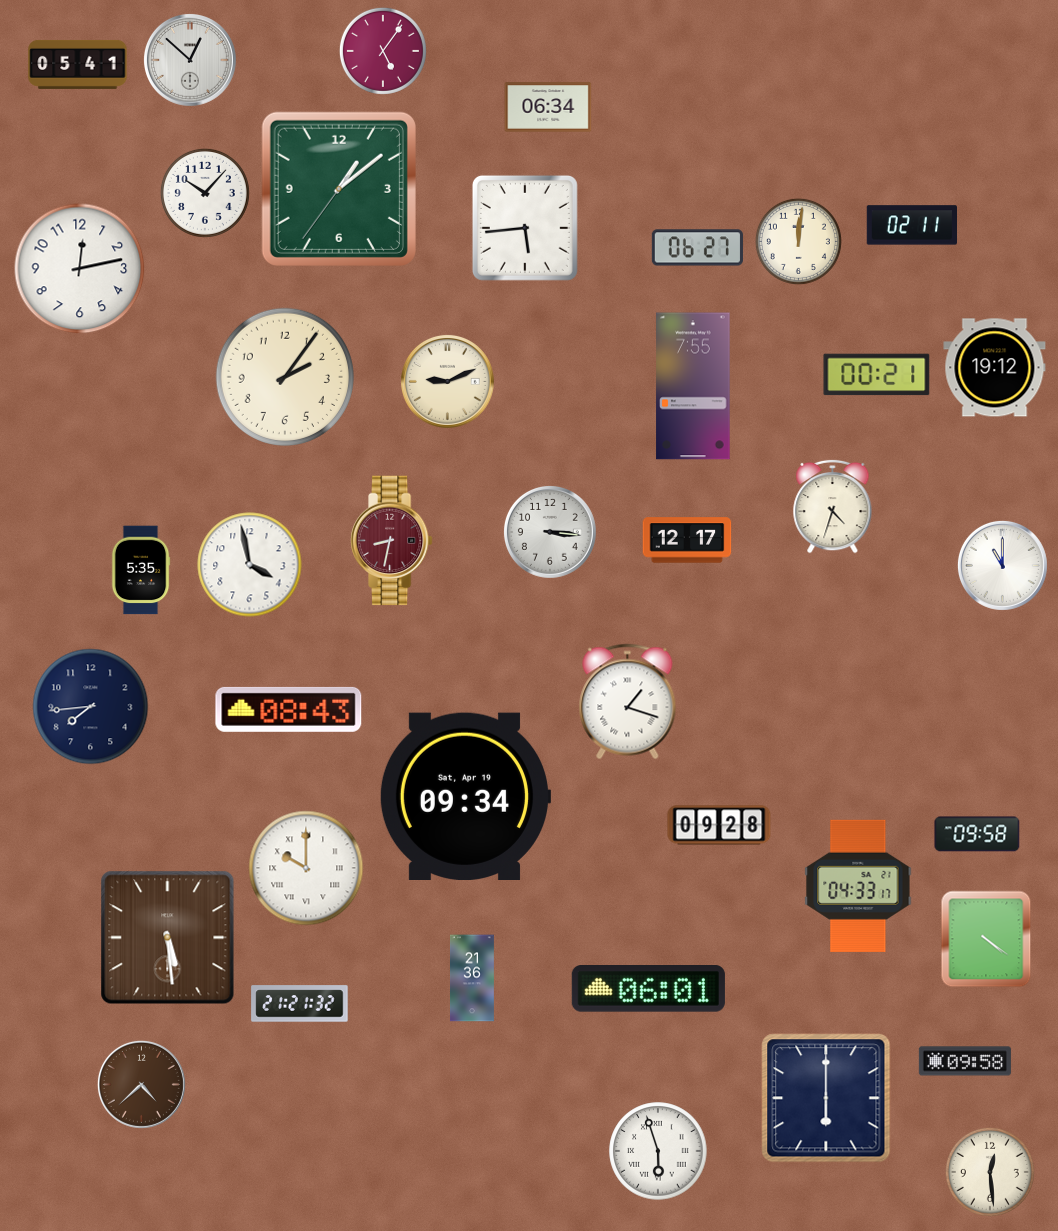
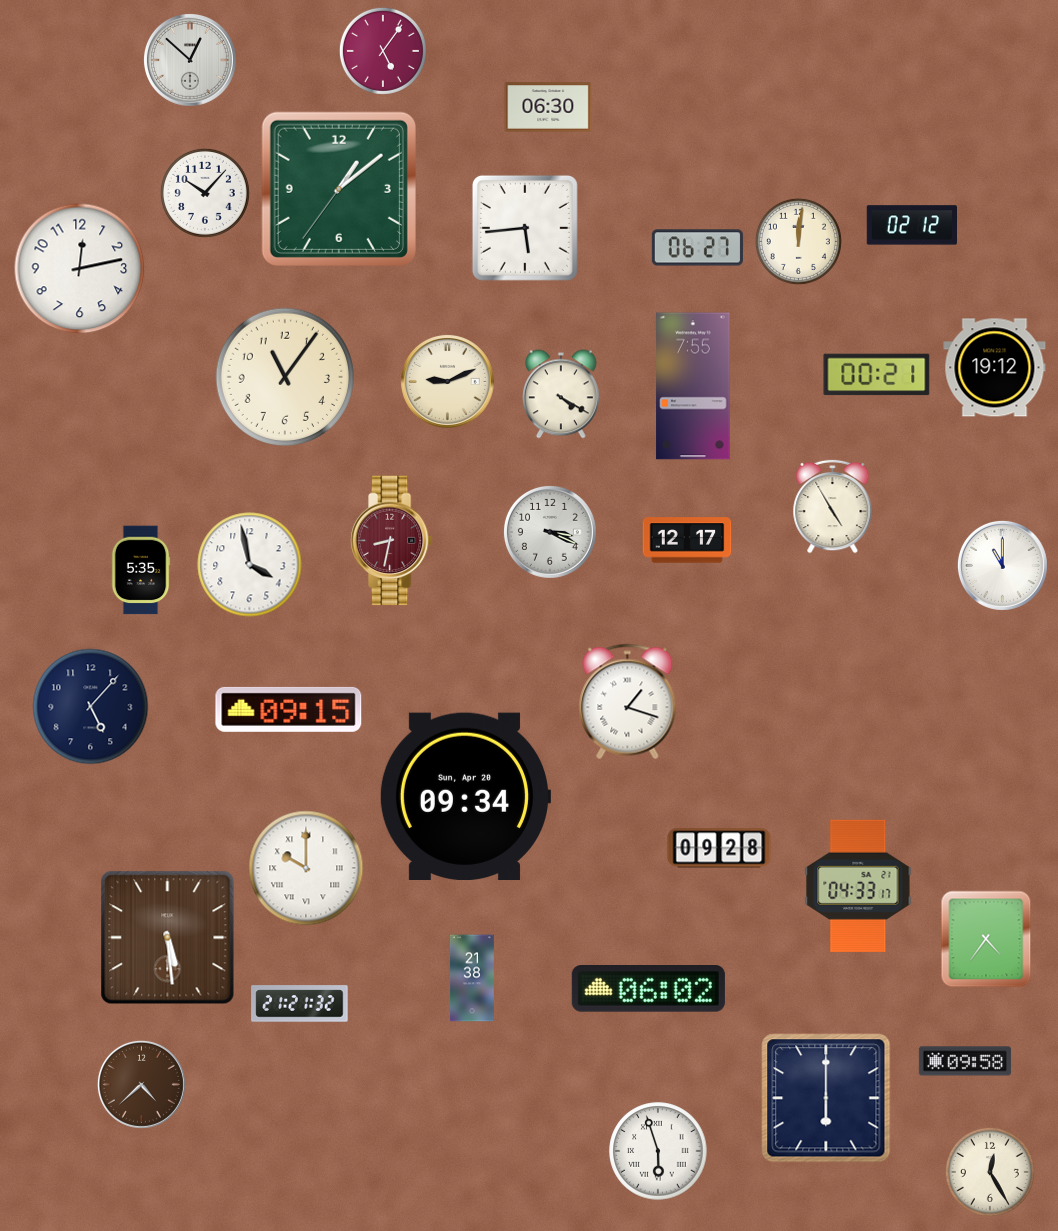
clock at (78, 64): 05:41 -> none
clock at (548, 107): 06:34 -> 06:30
clock at (911, 225): 02:11 -> 02:12
clock at (285, 377): 2:06 -> 11:06
clock at (561, 394): none -> 4:20
clock at (833, 506): 4:33 -> 4:55
clock at (550, 532): 3:16 -> 3:19
clock at (91, 707): 7:44 -> 5:07
clock at (289, 709): 08:43 -> 09:15
clock at (464, 796) date: Sat, Apr 19 -> Sun, Apr 20
clock at (719, 825) position: (719, 825) -> (719, 848)
clock at (977, 834): 09:58 -> none
clock at (986, 939): 4:21 -> 4:36
clock at (473, 978): 21:36 -> 21:38
clock at (648, 989): 06:01 -> 06:02
clock at (990, 1172): 12:29 -> 12:25
